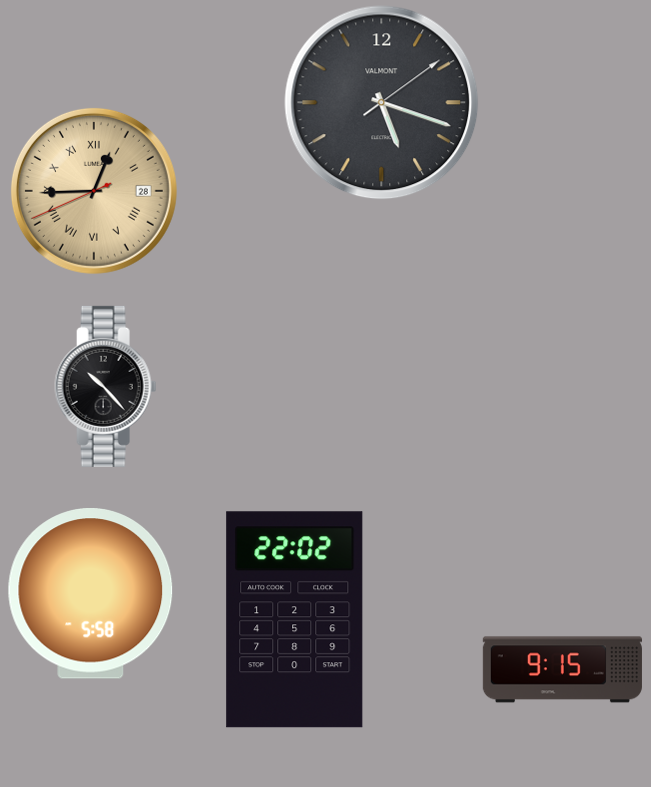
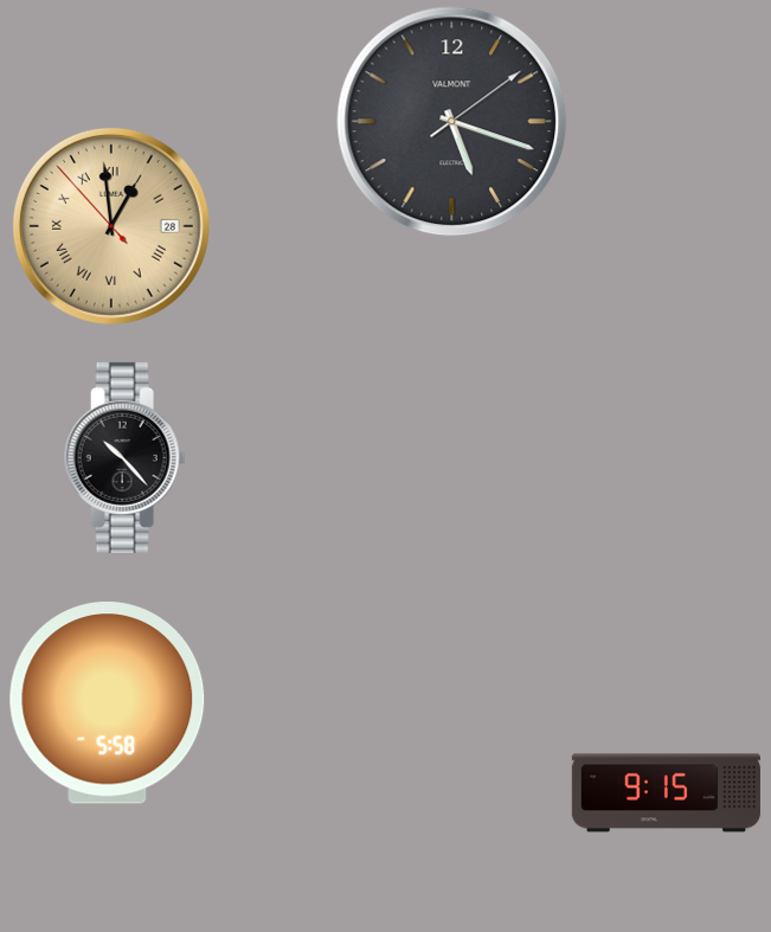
clock at (94, 191): 12:44 -> 12:58
clock at (295, 620): 22:02 -> none
